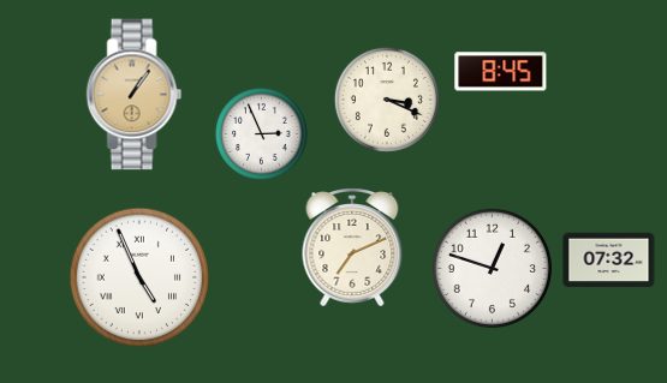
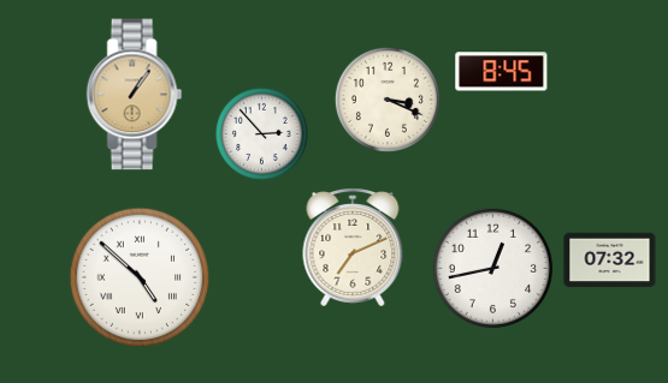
clock at (261, 133): 2:56 -> 2:53
clock at (492, 268): 12:48 -> 12:43
clock at (139, 277): 4:56 -> 4:52
